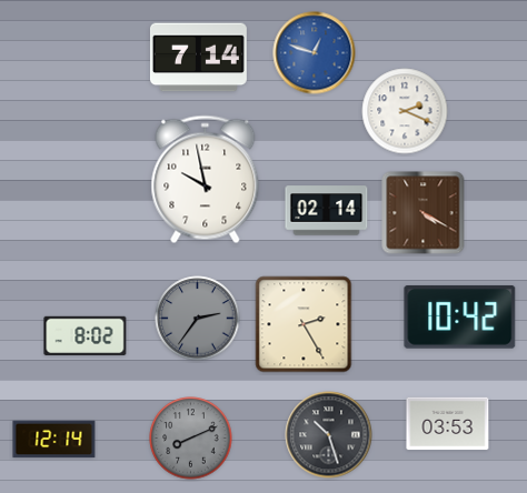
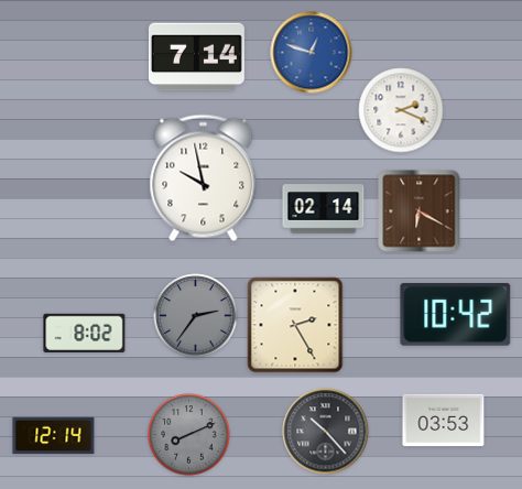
clock at (424, 213): 4:20 -> 6:20
clock at (304, 324) position: (304, 324) -> (295, 325)
clock at (329, 435): 10:27 -> 10:23
